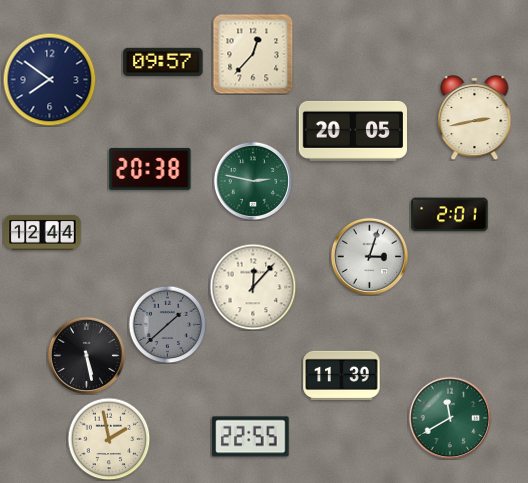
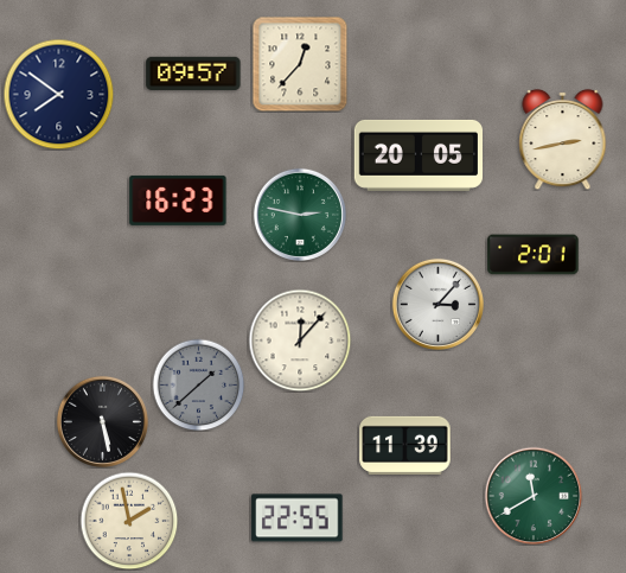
clock at (150, 169): 20:38 -> 16:23
clock at (43, 232): 12:44 -> none
clock at (369, 256): 3:03 -> 3:07
